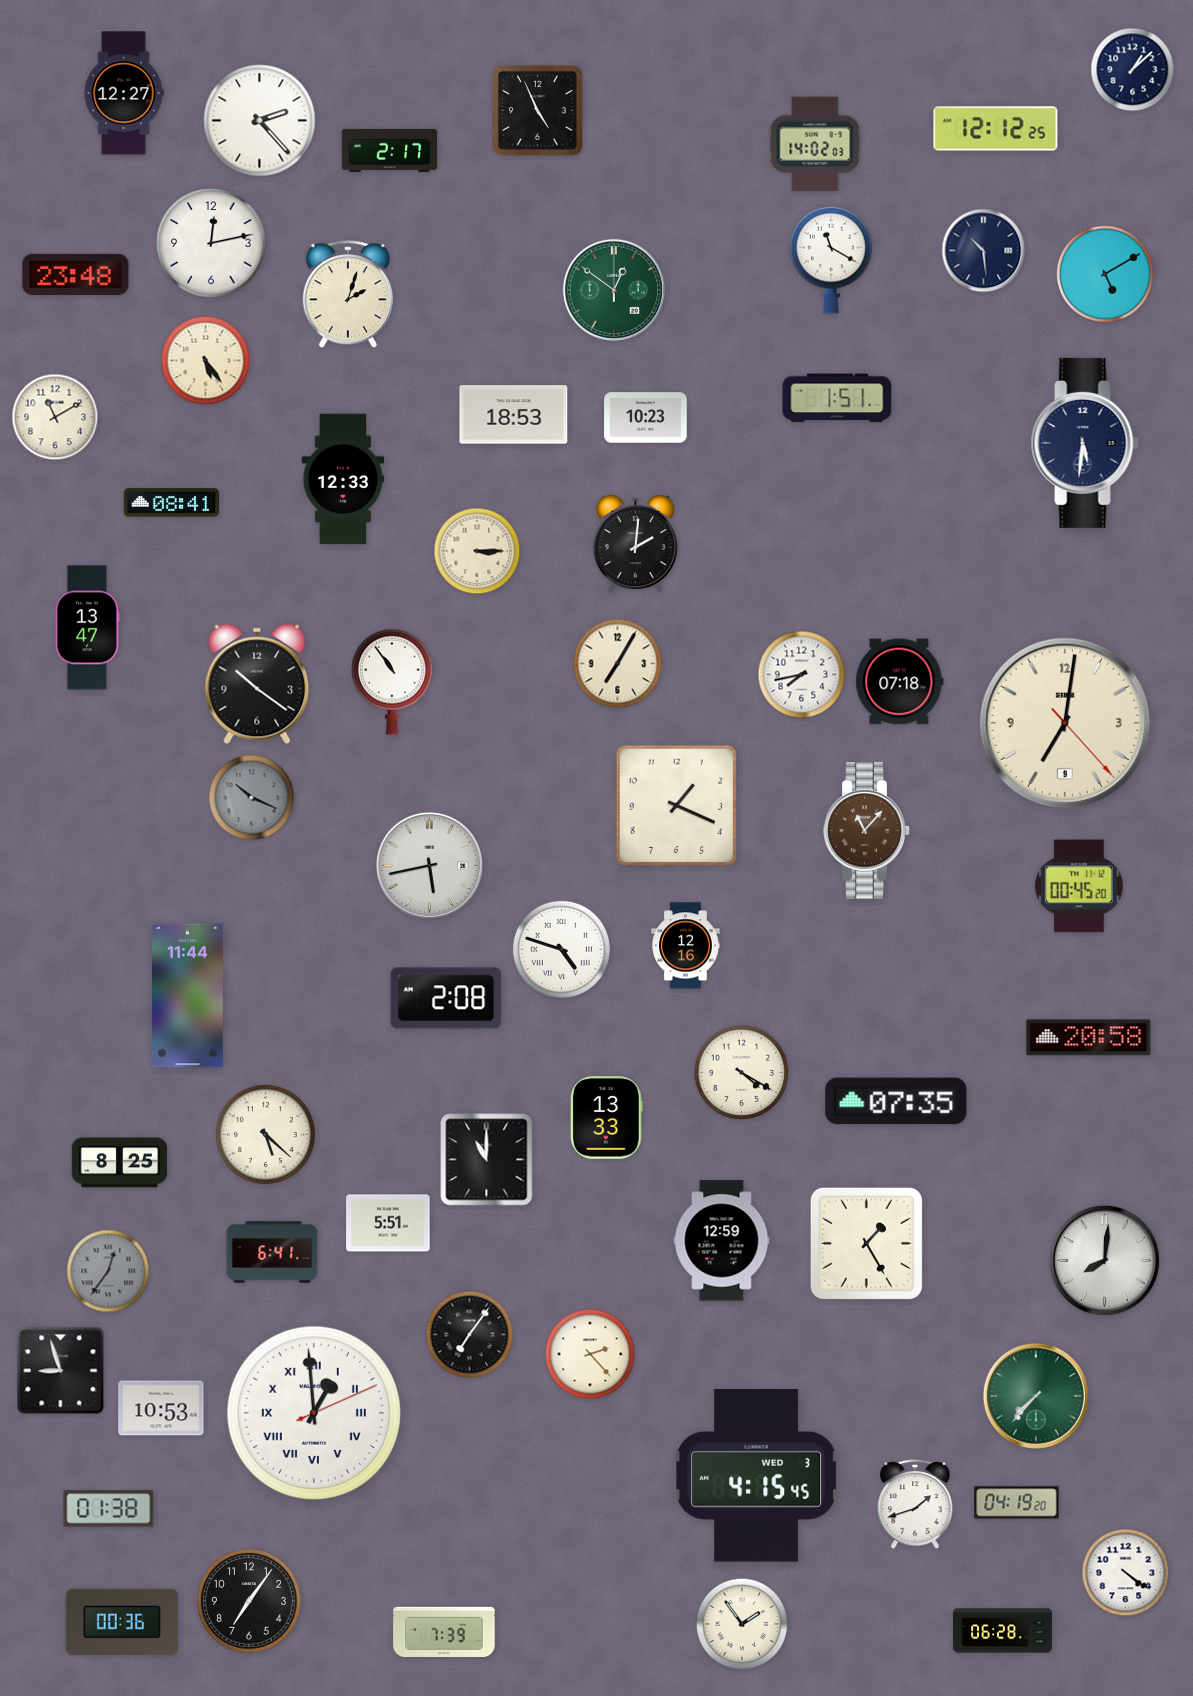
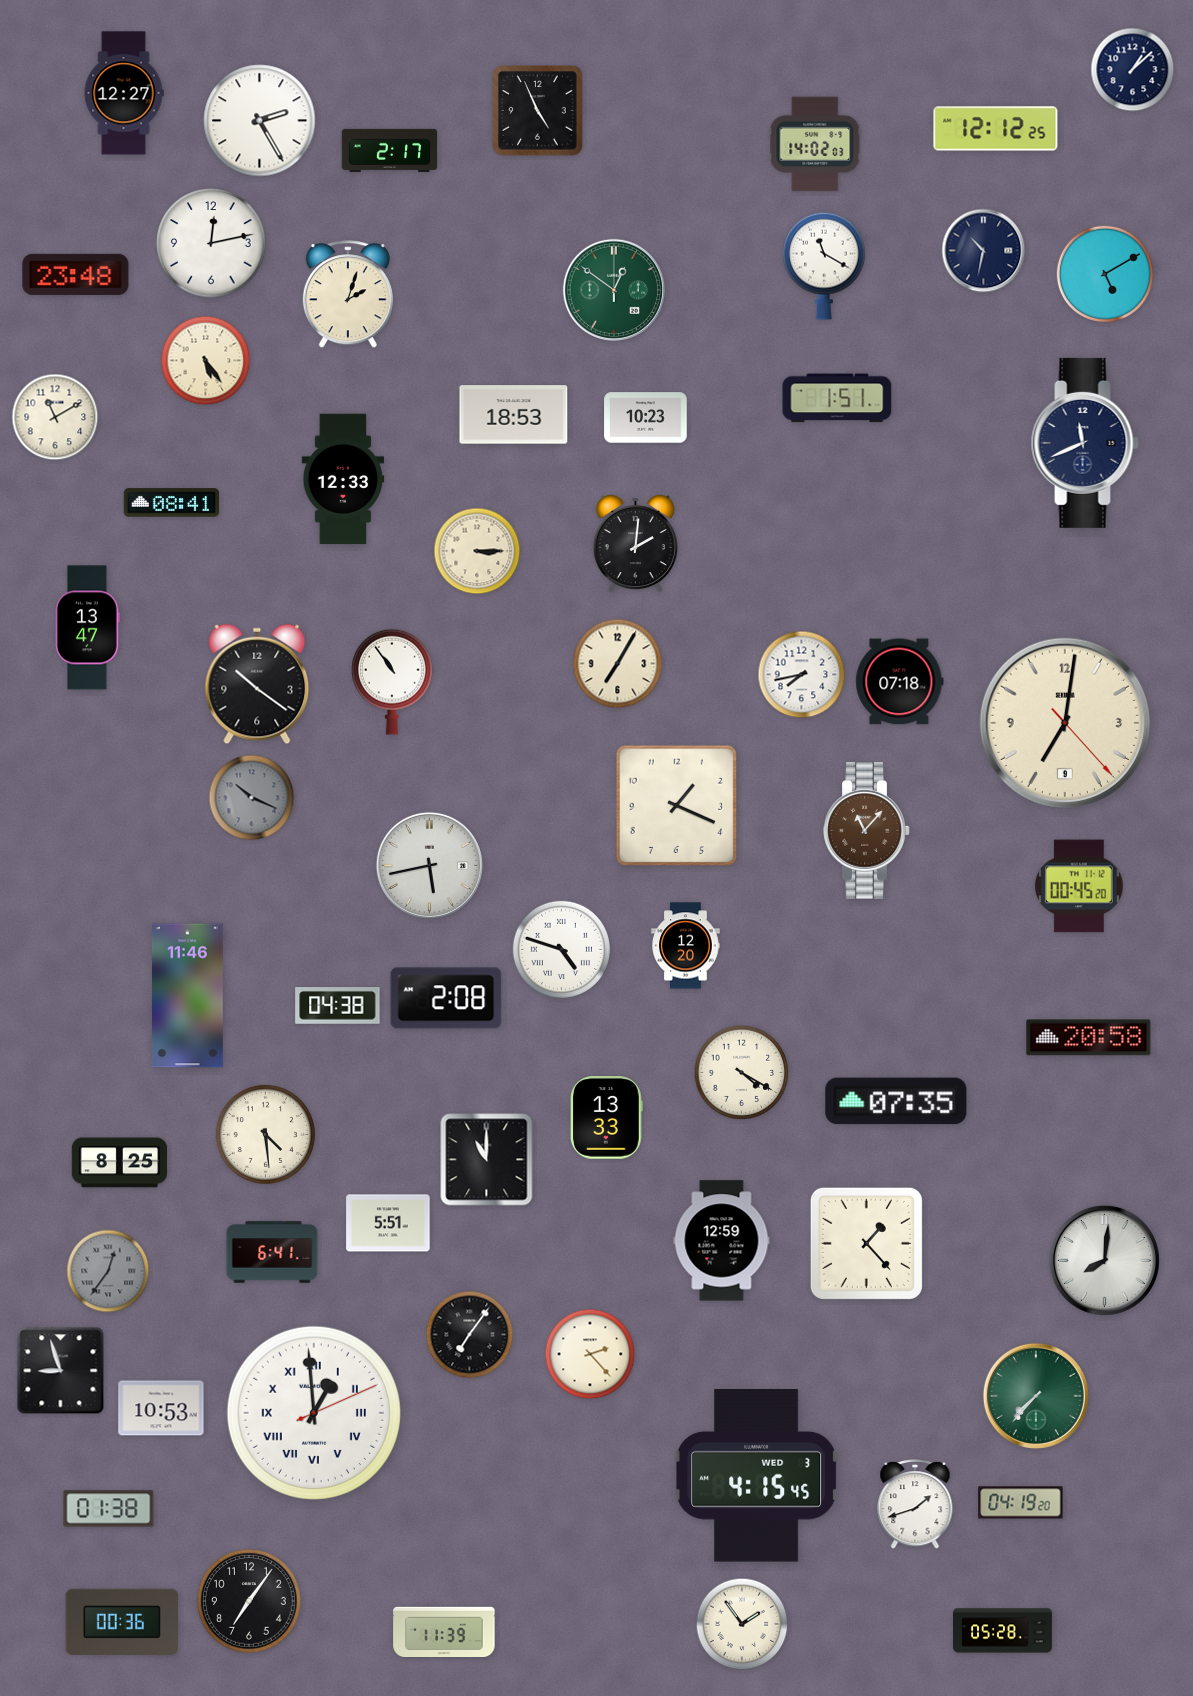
clock at (260, 121): 2:23 -> 2:25
clock at (984, 251): 10:29 -> 10:32
clock at (831, 260) position: (831, 260) -> (824, 266)
clock at (1085, 443): 5:31 -> 11:41
clock at (686, 946): 12:16 -> 12:20
clock at (187, 996): 11:44 -> 11:46
clock at (338, 1006): none -> 04:38
clock at (265, 1134): 5:22 -> 4:29
clock at (866, 1243): 1:25 -> 1:23
clock at (1017, 1503) position: (1017, 1503) -> (1021, 1503)
clock at (1126, 1573): 4:21 -> none
clock at (444, 1631): 7:39 -> 11:39
clock at (1003, 1631): 06:28 -> 05:28
